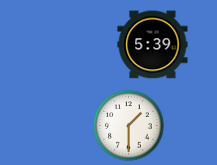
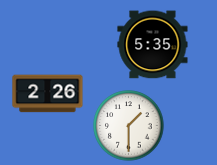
clock at (153, 45): 5:39 -> 5:35
clock at (48, 94): none -> 2:26
